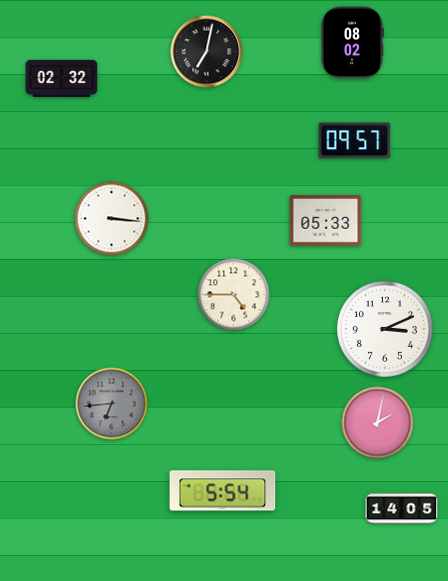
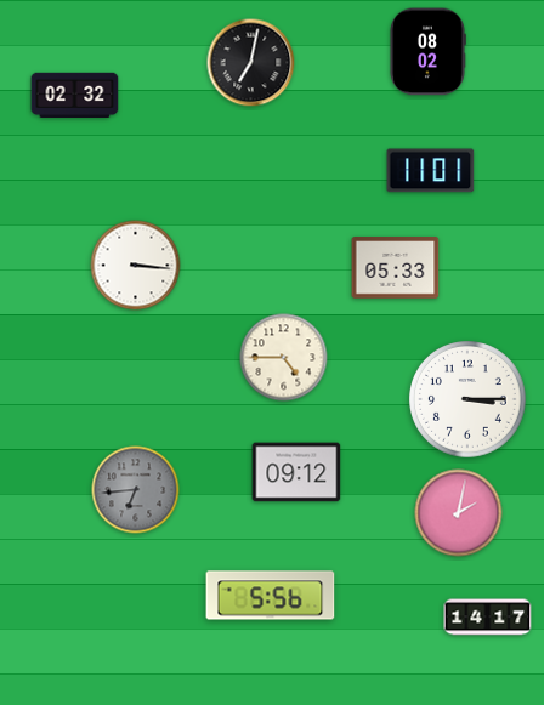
clock at (355, 141): 09:57 -> 11:01
clock at (385, 329): 3:11 -> 3:15
clock at (296, 472): none -> 09:12
clock at (223, 491): 5:54 -> 5:56
clock at (402, 509): 14:05 -> 14:17
